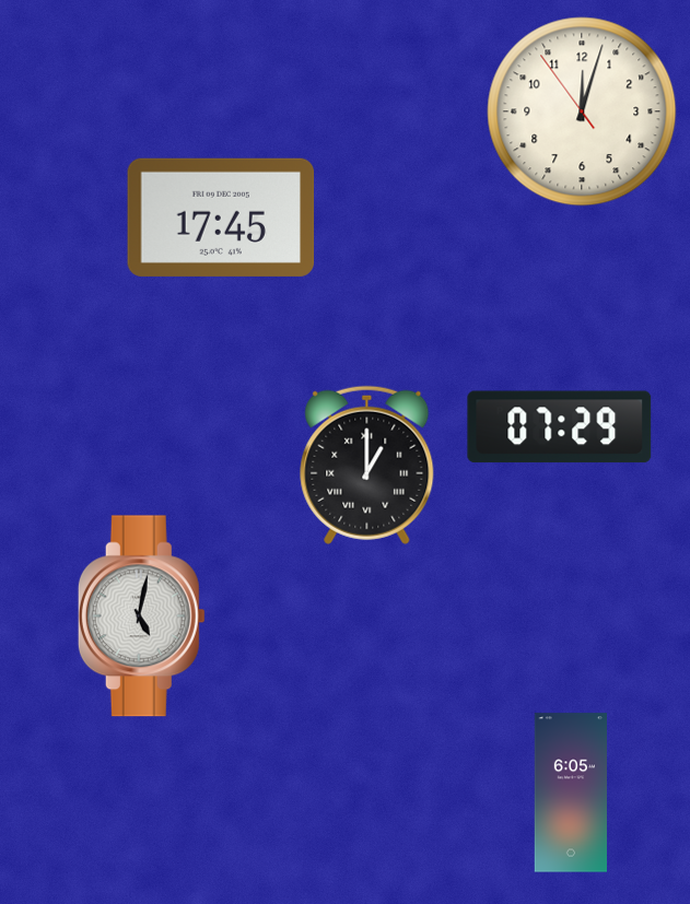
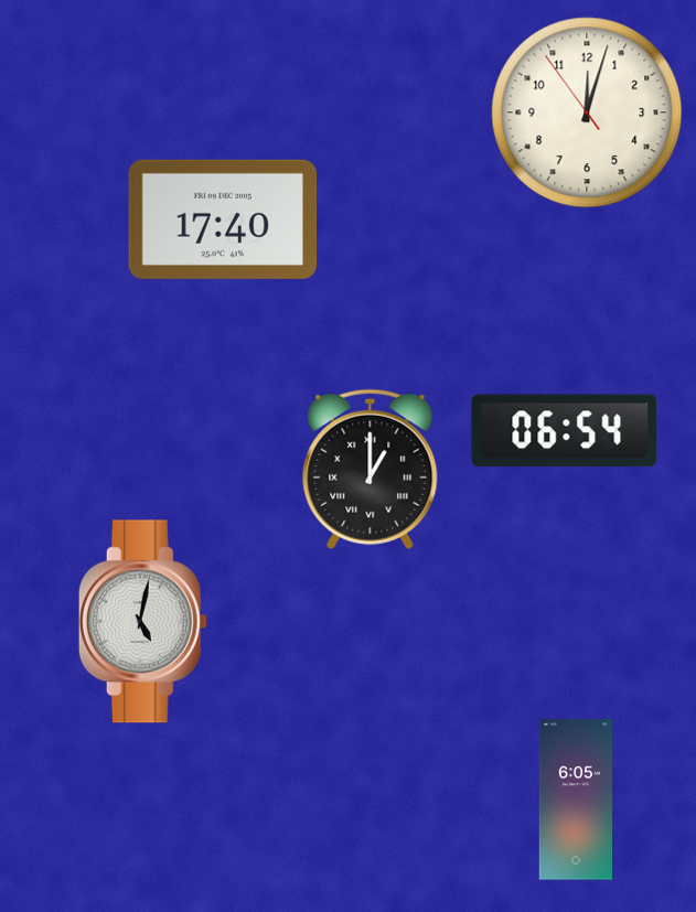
clock at (221, 218): 17:45 -> 17:40
clock at (560, 427): 07:29 -> 06:54
